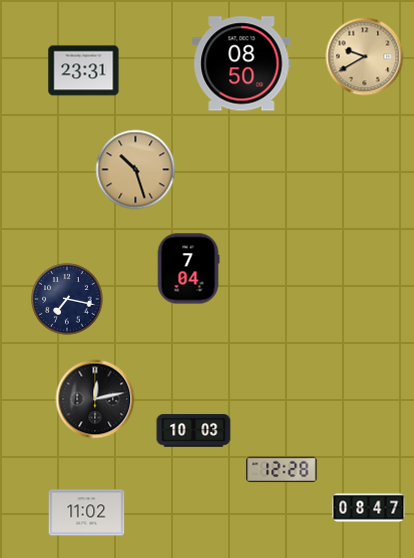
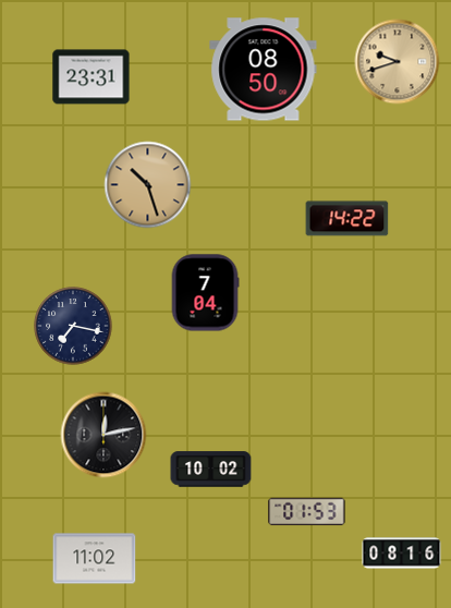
clock at (365, 57): 9:40 -> 9:42
clock at (348, 219): none -> 14:22
clock at (194, 431): 10:03 -> 10:02
clock at (282, 470): 12:28 -> 01:53
clock at (369, 508): 08:47 -> 08:16
